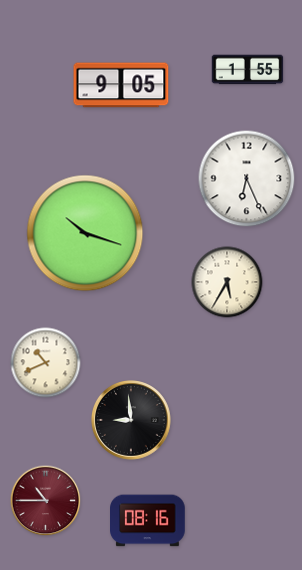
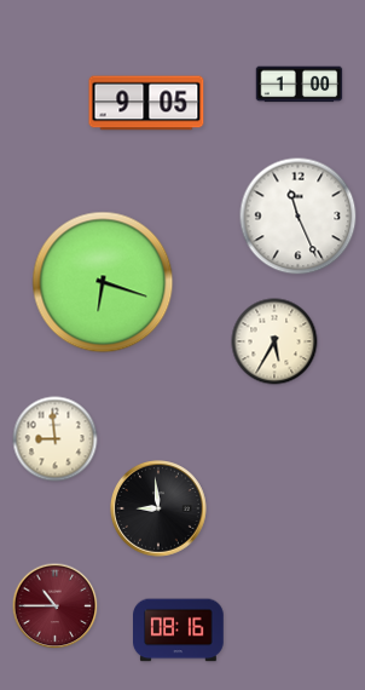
clock at (248, 70): 1:55 -> 1:00
clock at (247, 179): 6:26 -> 11:26
clock at (85, 233): 10:18 -> 6:18
clock at (46, 363): 10:41 -> 8:59
